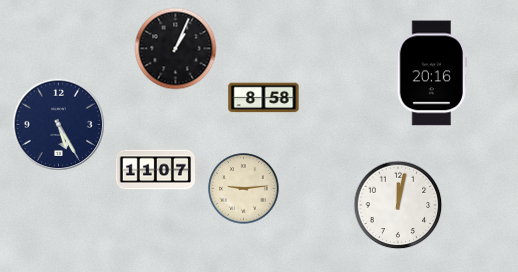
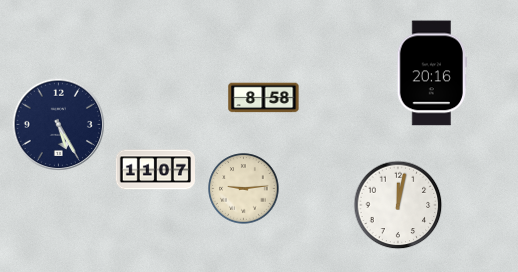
clock at (176, 49): 1:04 -> none
